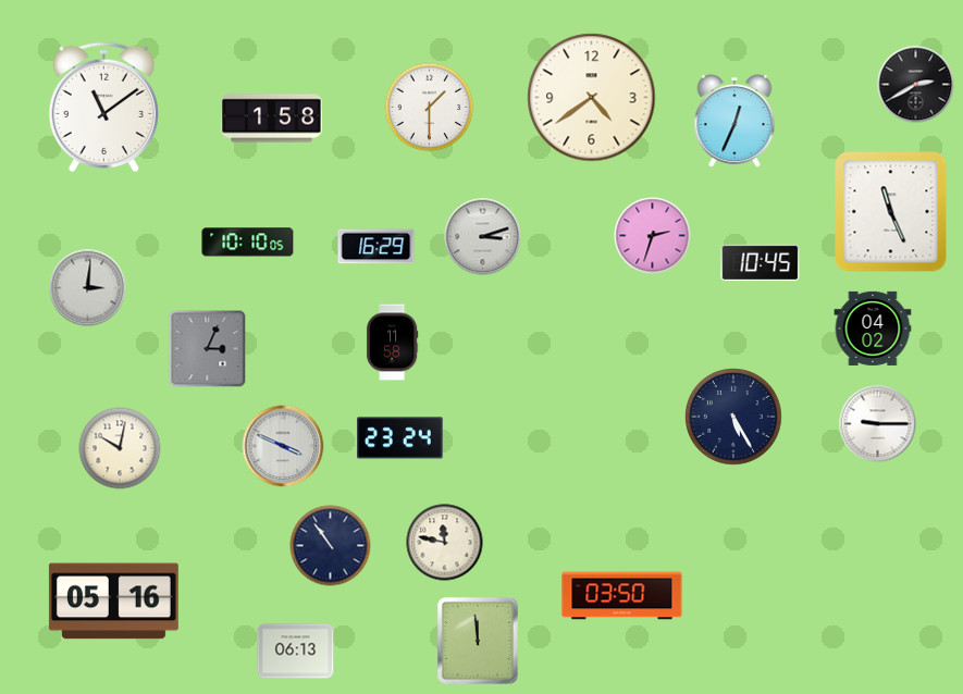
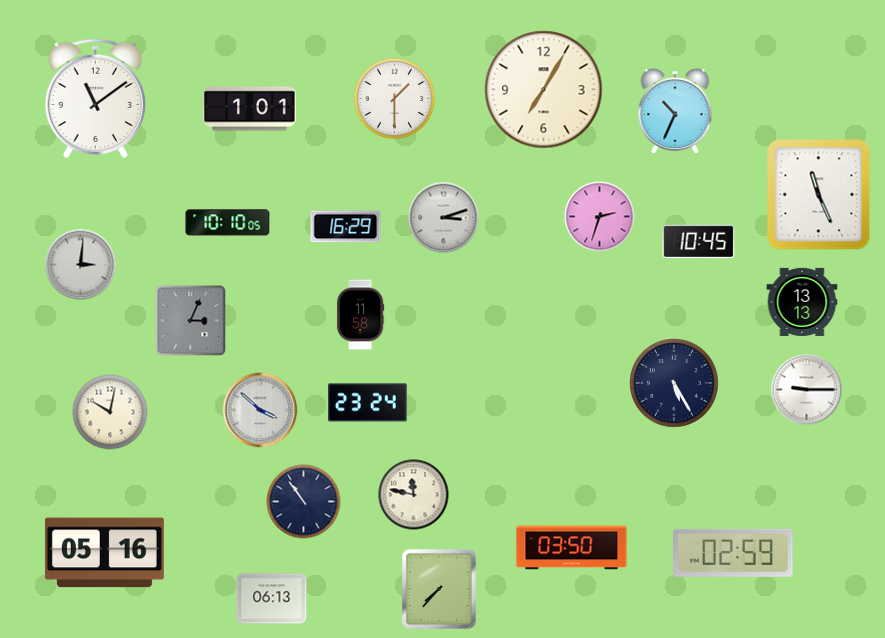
clock at (916, 85): 2:40 -> none
clock at (592, 98): 4:39 -> 7:05
clock at (272, 119): 1:58 -> 1:01
clock at (734, 122): 12:34 -> 10:34
clock at (873, 329): 04:02 -> 13:13
clock at (283, 446): 3:49 -> 3:52
clock at (445, 543) position: (445, 543) -> (414, 495)
clock at (734, 553): none -> 02:59
clock at (478, 641): 11:59 -> 7:37
